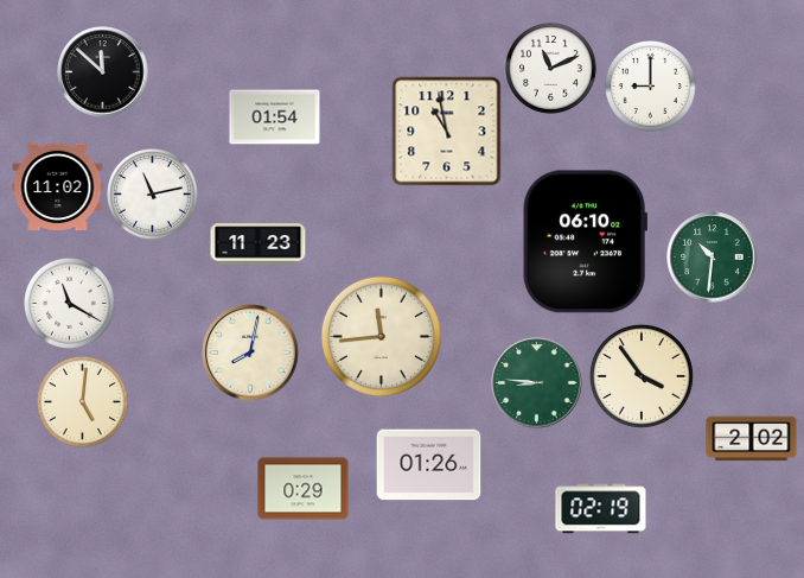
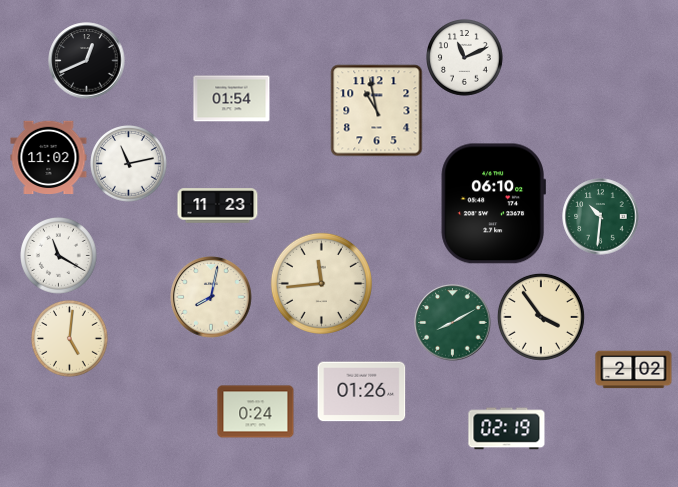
clock at (103, 72): 11:52 -> 12:41
clock at (651, 87): 9:00 -> none
clock at (537, 383): 8:46 -> 8:10
clock at (304, 489): 0:29 -> 0:24
